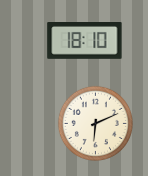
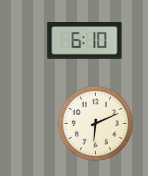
clock at (85, 41): 18:10 -> 6:10
